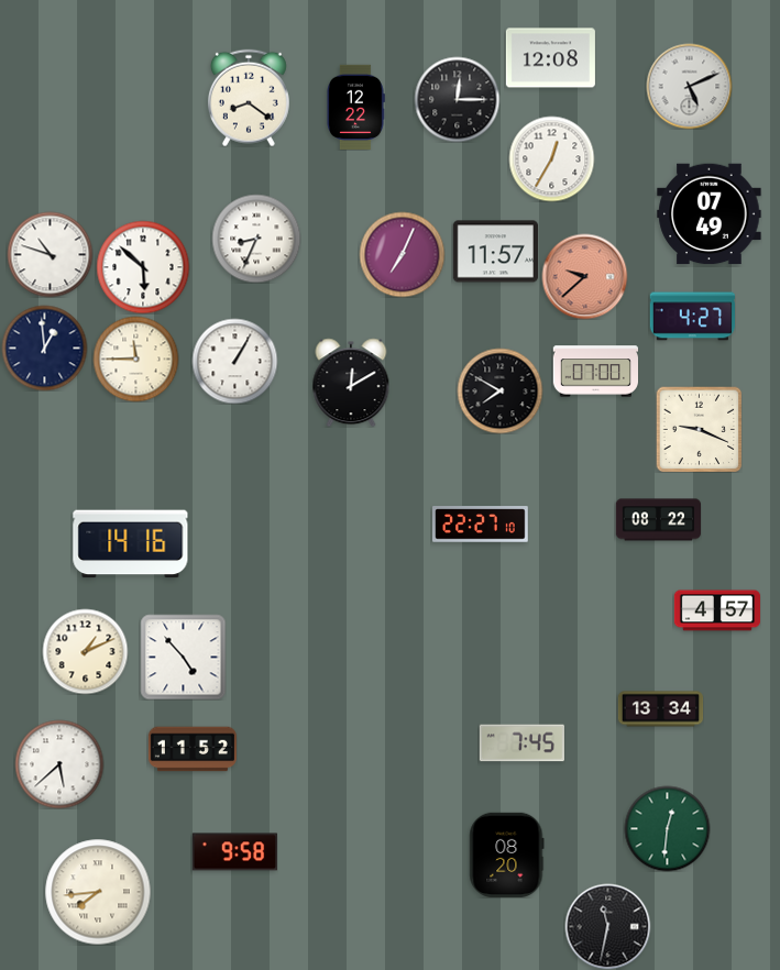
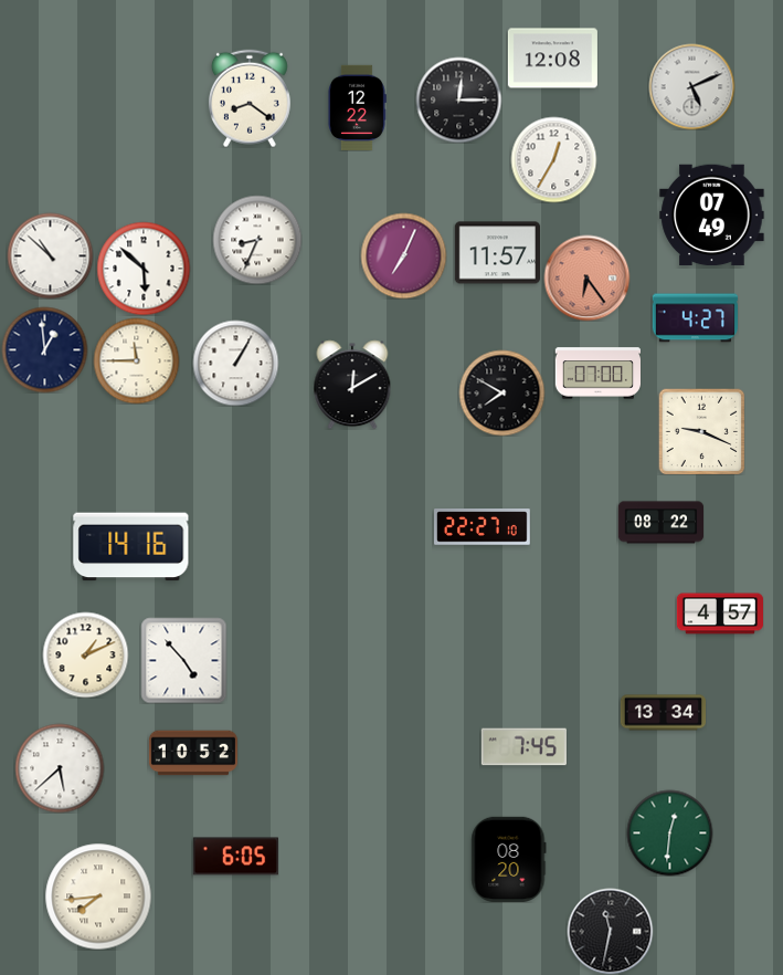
clock at (50, 254): 10:48 -> 10:52
clock at (584, 276): 9:38 -> 6:24
clock at (193, 749): 11:52 -> 10:52
clock at (234, 852): 9:58 -> 6:05
